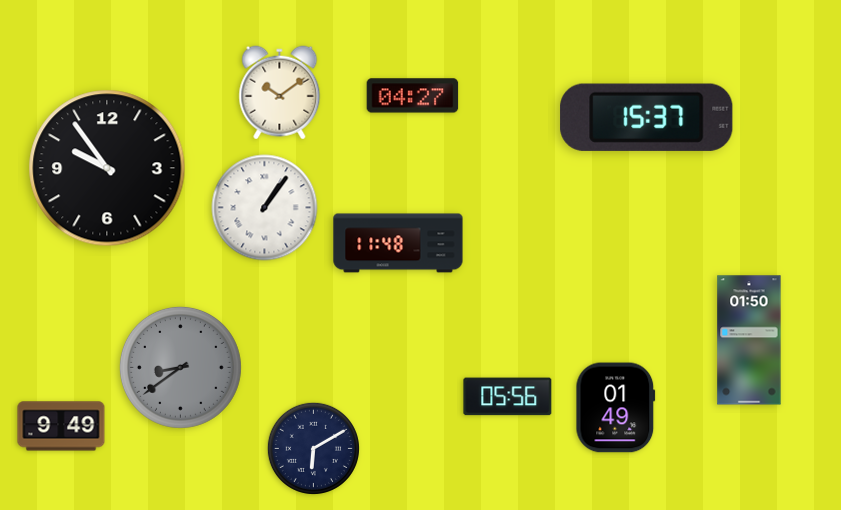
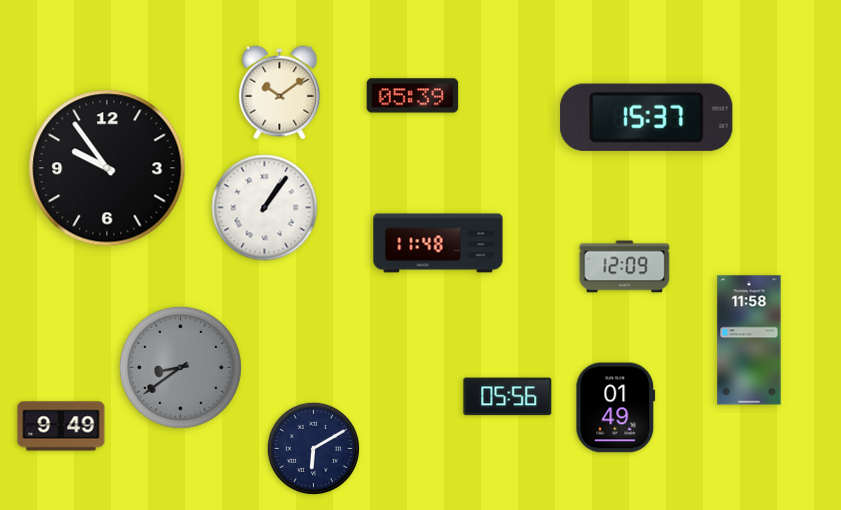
clock at (413, 96): 04:27 -> 05:39
clock at (398, 243) position: (398, 243) -> (438, 243)
clock at (625, 267): none -> 12:09
clock at (749, 340): 01:50 -> 11:58
